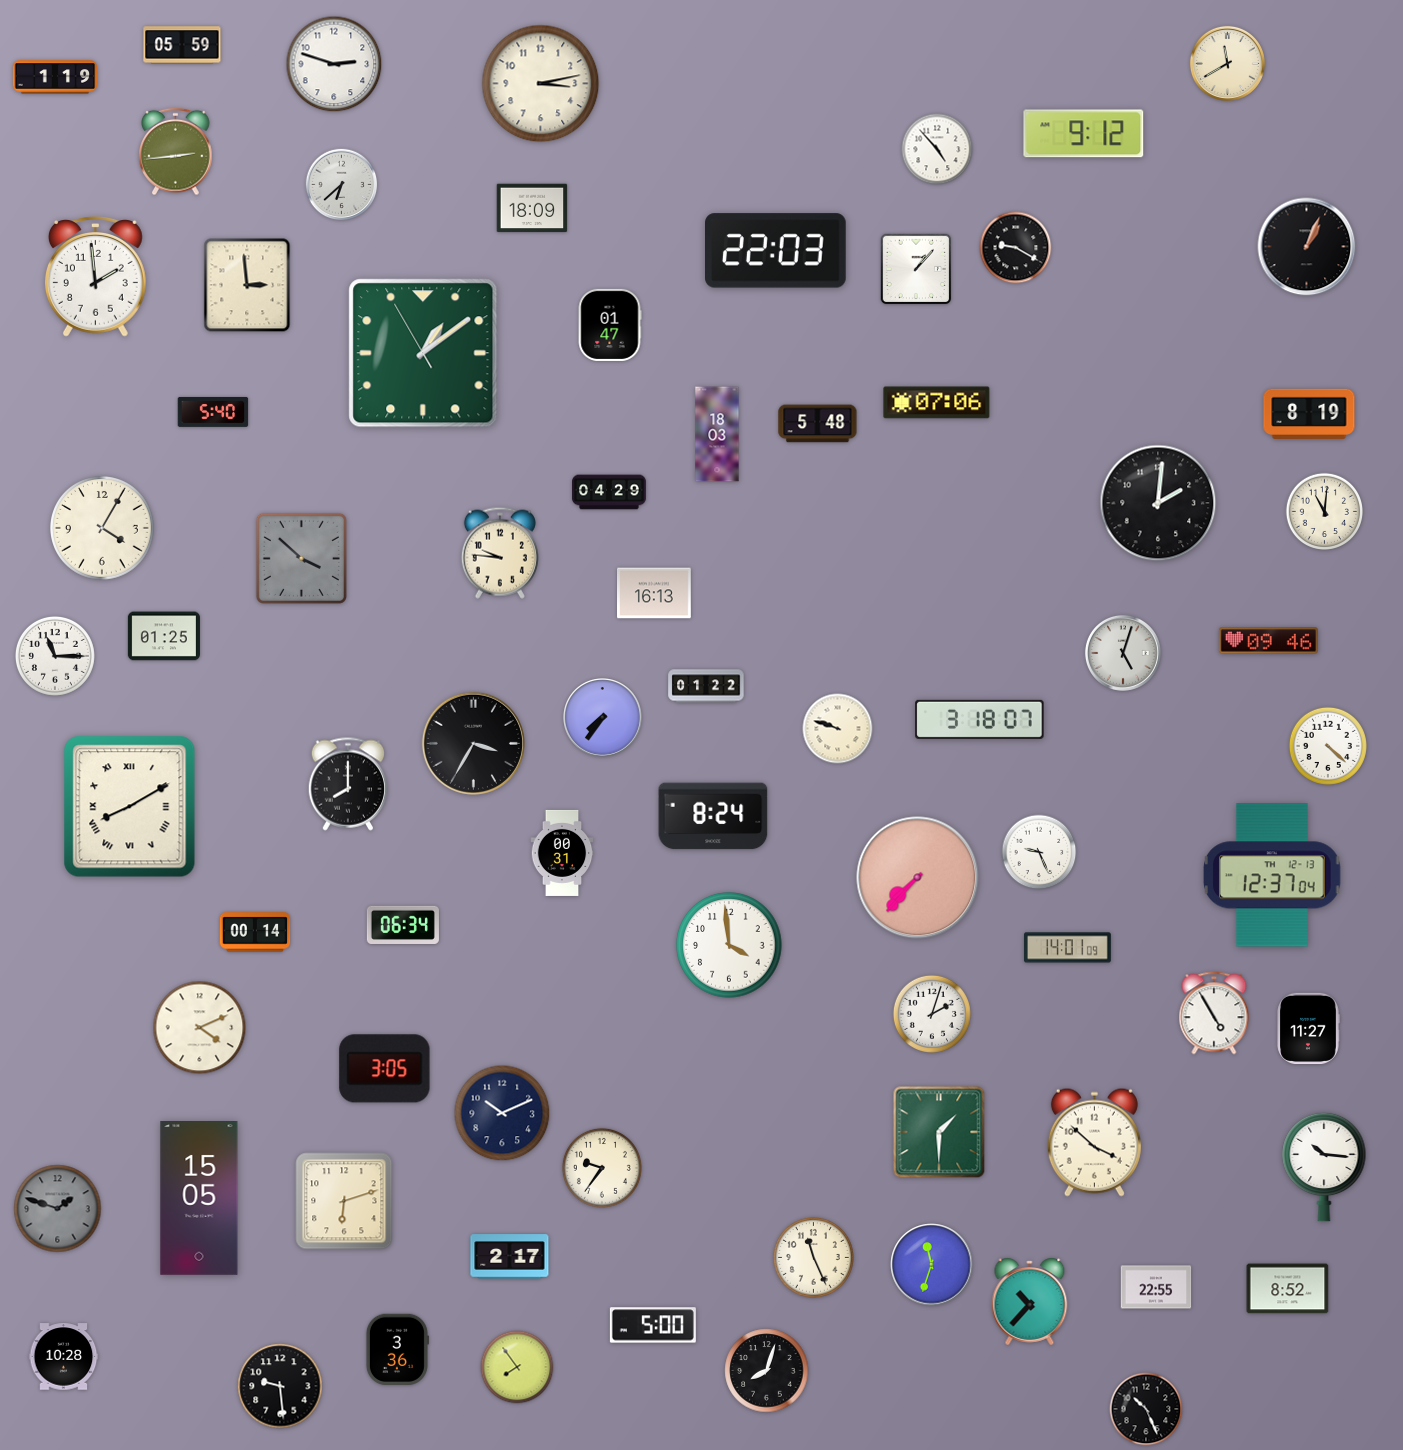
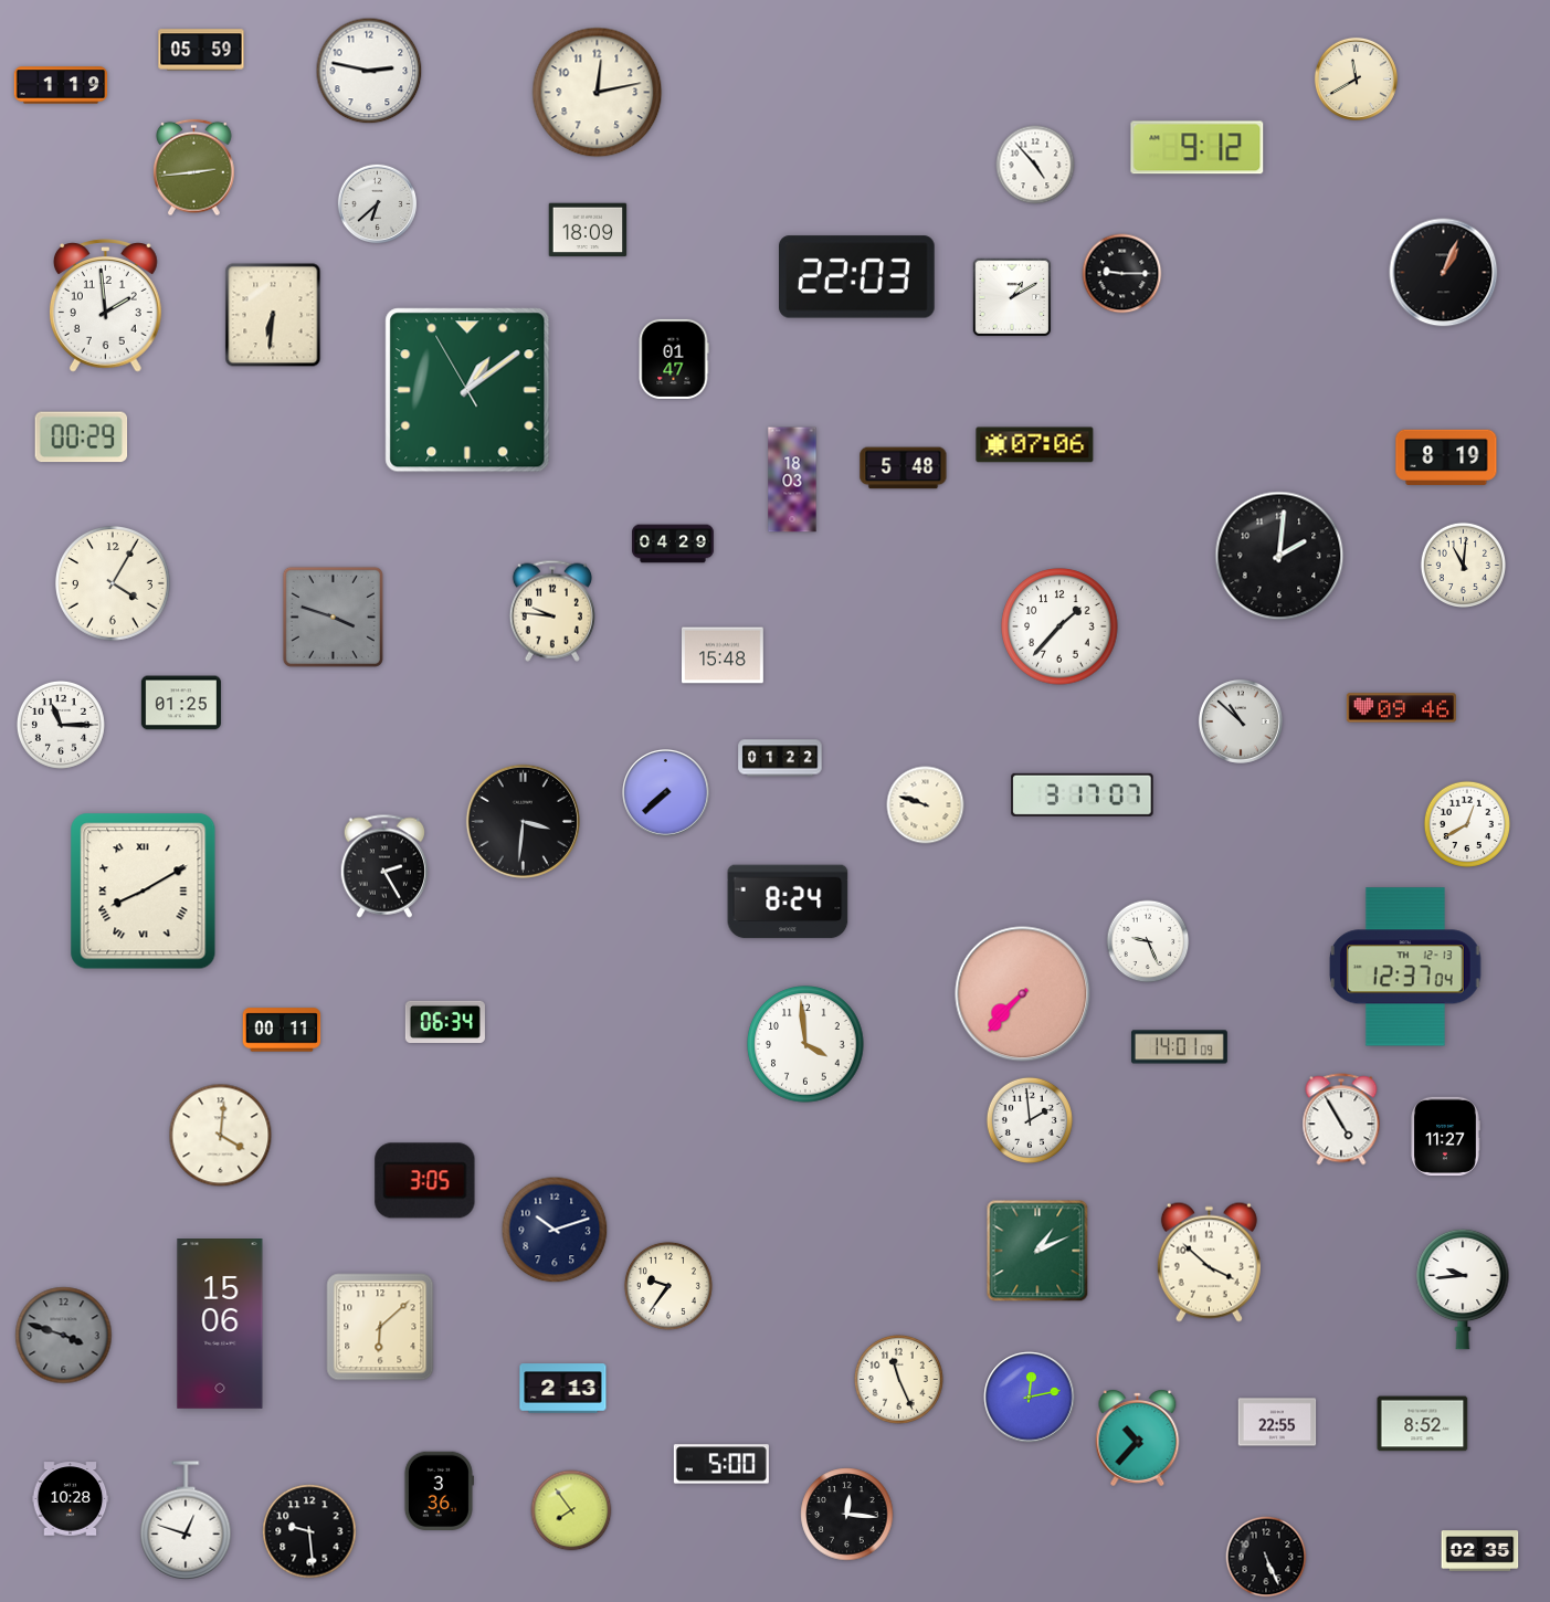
clock at (1227, 63) position: (1227, 63) -> (1356, 78)
clock at (334, 64): 2:48 -> 2:47
clock at (541, 84): 3:13 -> 12:13
clock at (1016, 248): 9:20 -> 9:15
clock at (916, 269): 1:07 -> 1:10
clock at (247, 285): 2:59 -> 6:31
clock at (82, 438): none -> 00:29
clock at (213, 412): 5:40 -> none
clock at (301, 558): 3:52 -> 3:48
clock at (1059, 626): none -> 1:37
clock at (655, 593): 16:13 -> 15:48
clock at (1123, 653): 5:03 -> 10:52
clock at (603, 718): 7:36 -> 7:38
clock at (980, 719): 3:18 -> 3:17
clock at (473, 743): 3:35 -> 3:31
clock at (1328, 746): 4:22 -> 12:40
clock at (347, 784): 8:00 -> 2:25
clock at (562, 853): 00:31 -> none
clock at (918, 878) position: (918, 878) -> (1023, 994)
clock at (255, 932): 00:14 -> 00:11
clock at (932, 1014): 2:03 -> 1:59
clock at (200, 1028): 4:11 -> 4:01
clock at (502, 1113): 10:11 -> 10:12
clock at (939, 1132): 1:30 -> 1:11
clock at (1324, 1167): 10:16 -> 9:44
clock at (602, 1168) position: (602, 1168) -> (668, 1286)
clock at (199, 1199): 15:05 -> 15:06
clock at (344, 1201): 6:12 -> 6:08
clock at (58, 1209): 1:48 -> 3:48
clock at (510, 1257): 2:17 -> 2:13
clock at (813, 1257) position: (813, 1257) -> (898, 1379)
clock at (932, 1265): 11:33 -> 12:13
clock at (767, 1371): 8:03 -> 12:16
clock at (186, 1520): none -> 12:48
clock at (1480, 1551): none -> 02:35
clock at (1146, 1409): 10:26 -> 5:26
